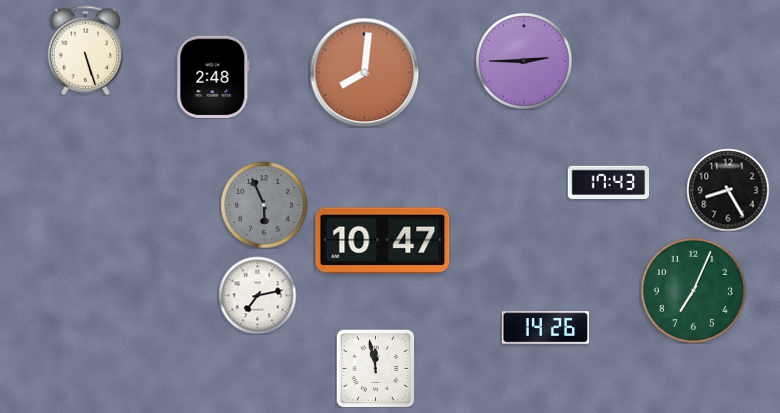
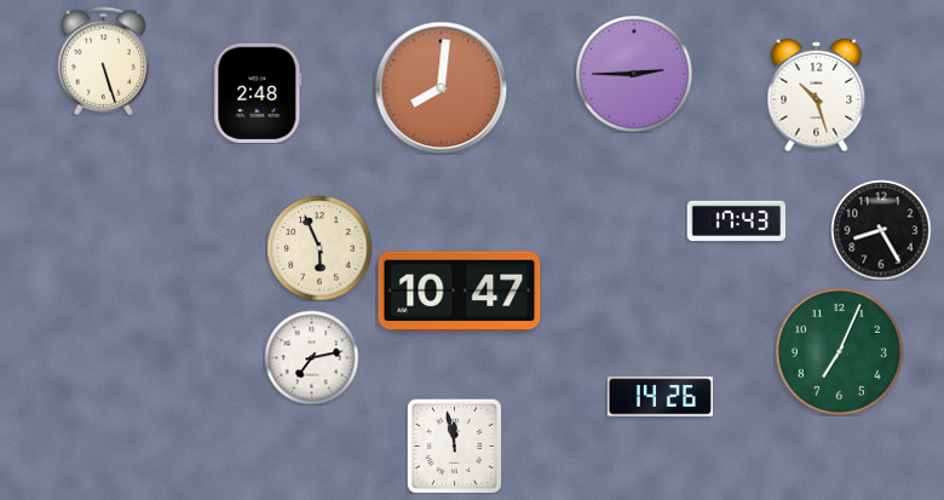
clock at (817, 94): none -> 10:27
clock at (264, 205) dial: grey -> cream
clock at (383, 241) position: (383, 241) -> (460, 292)
